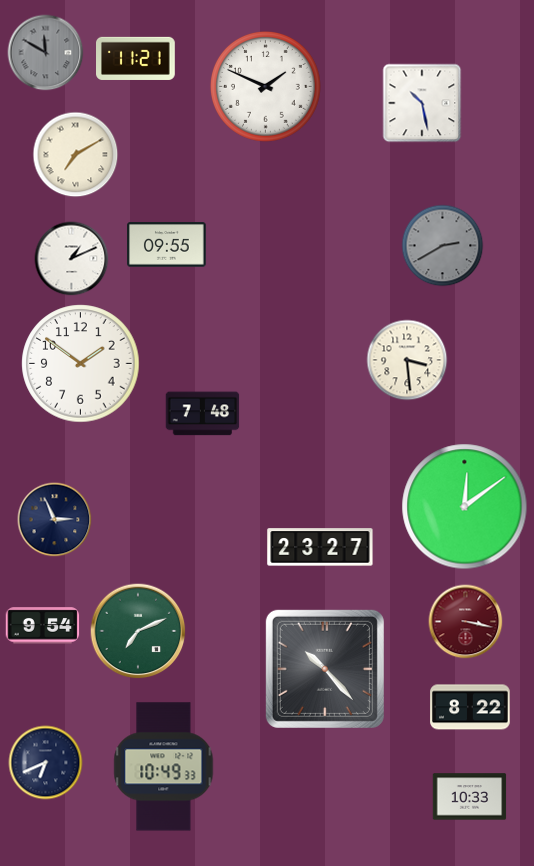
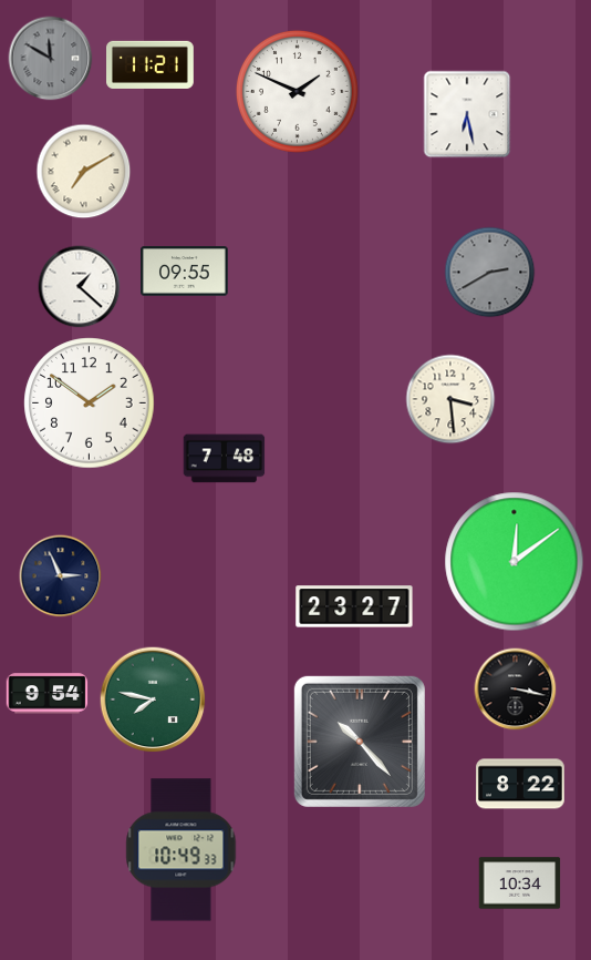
clock at (265, 86) position: (265, 86) -> (297, 91)
clock at (422, 103): 10:28 -> 6:28
clock at (72, 259): 1:11 -> 1:22
clock at (466, 622) dial: burgundy -> black
clock at (138, 631): 7:11 -> 7:47
clock at (46, 763): 6:41 -> none
clock at (470, 797): 10:33 -> 10:34
